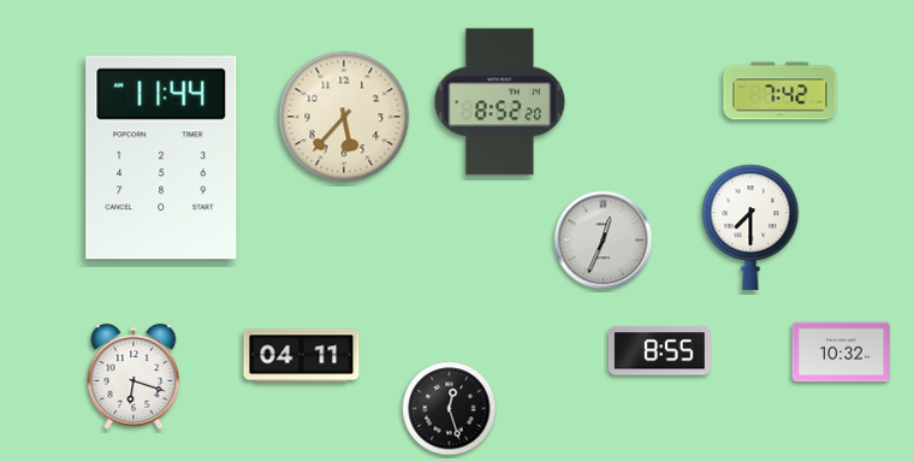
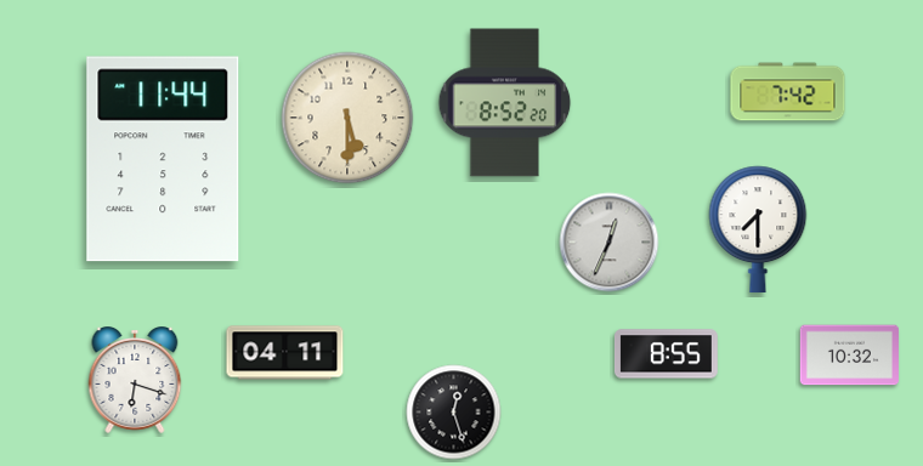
clock at (344, 117): 5:37 -> 5:30
clock at (302, 356) position: (302, 356) -> (285, 353)
